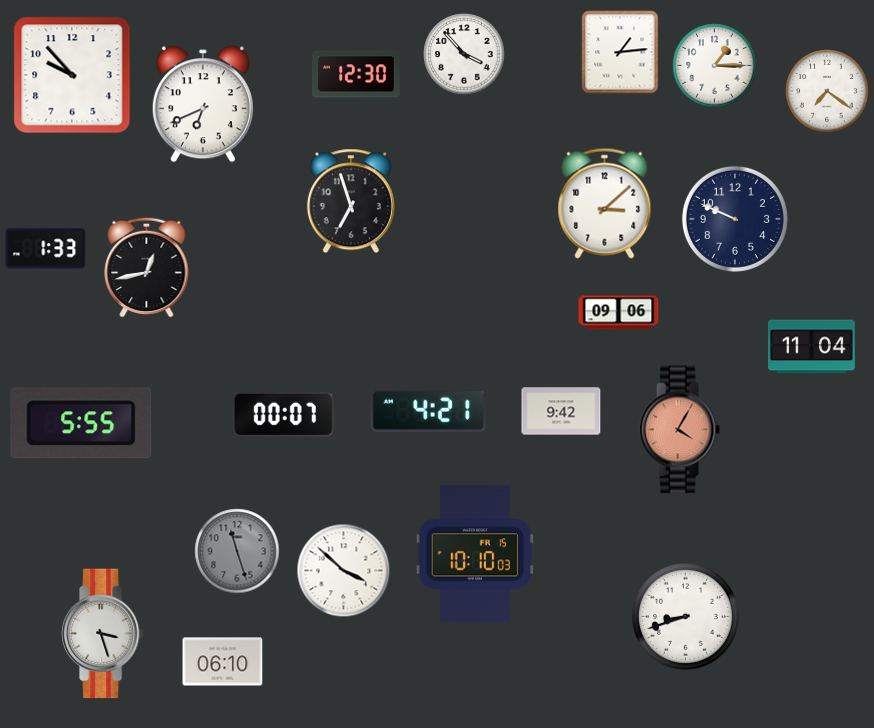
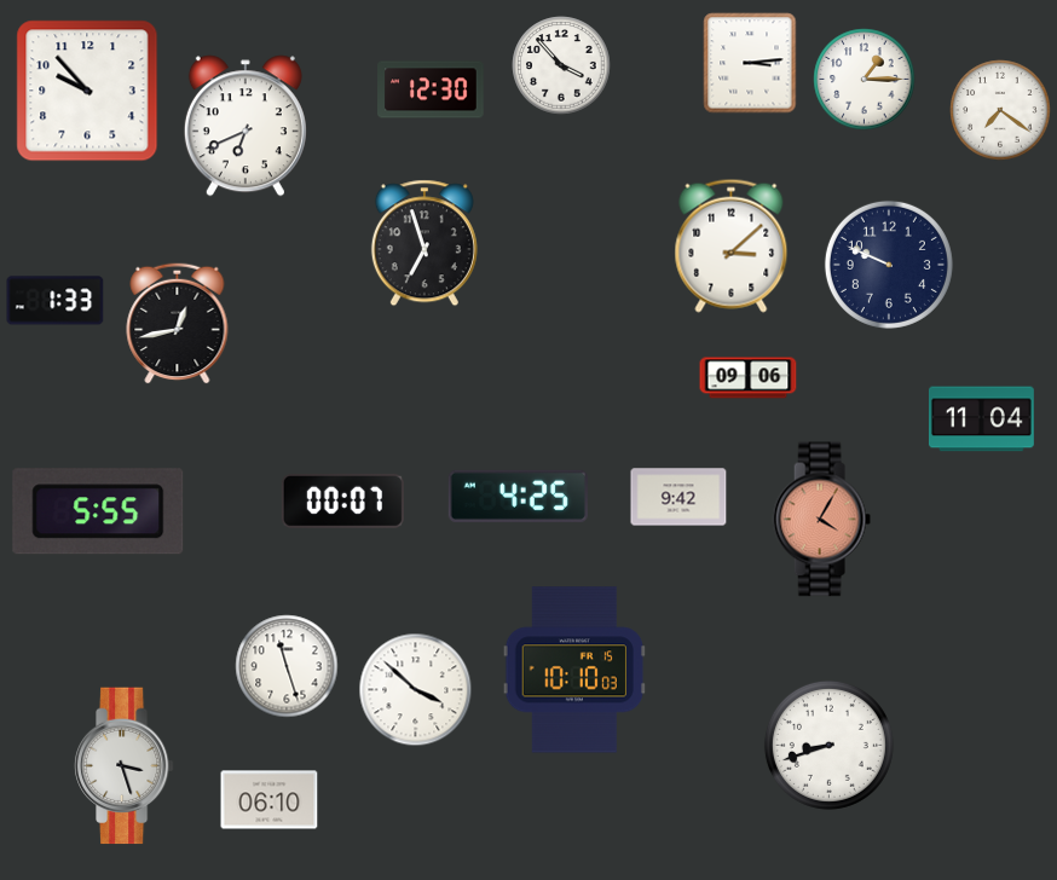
clock at (620, 52): 1:14 -> 3:14
clock at (428, 410): 4:21 -> 4:25
clock at (237, 551) dial: grey -> white
